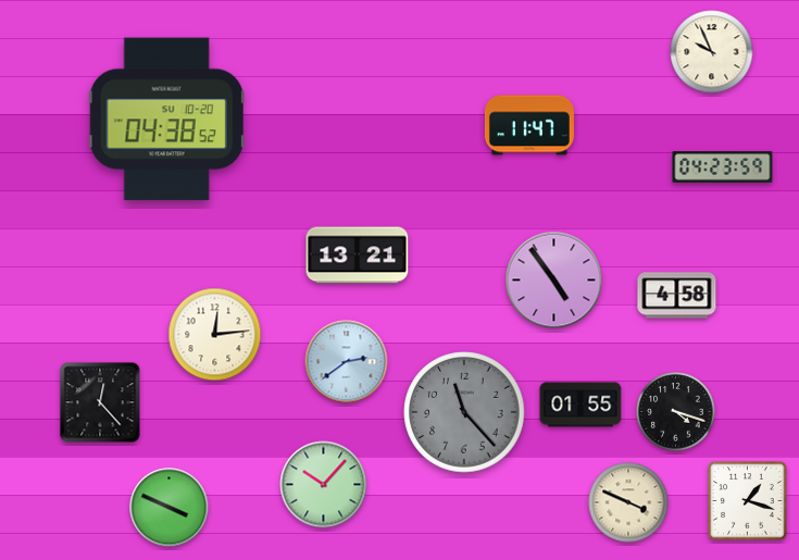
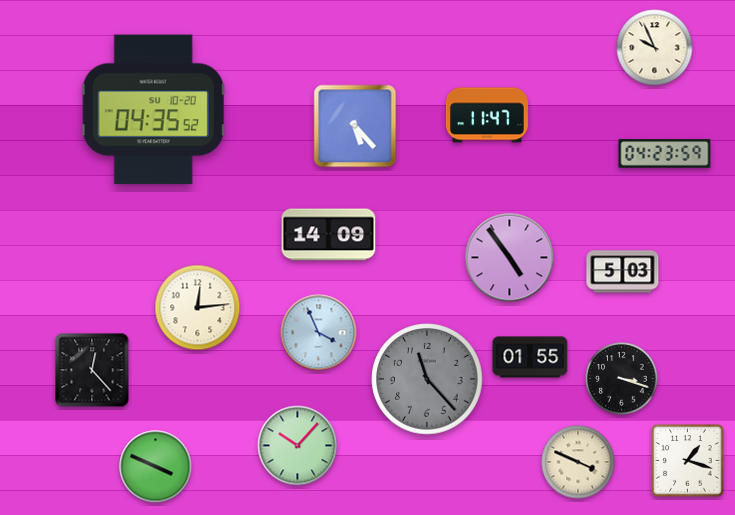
clock at (166, 120): 04:38 -> 04:35
clock at (355, 126): none -> 5:23
clock at (358, 256): 13:21 -> 14:09
clock at (677, 296): 4:58 -> 5:03
clock at (347, 362): 2:39 -> 3:56
clock at (580, 405) position: (580, 405) -> (530, 357)
clock at (676, 412): 4:18 -> 3:18
